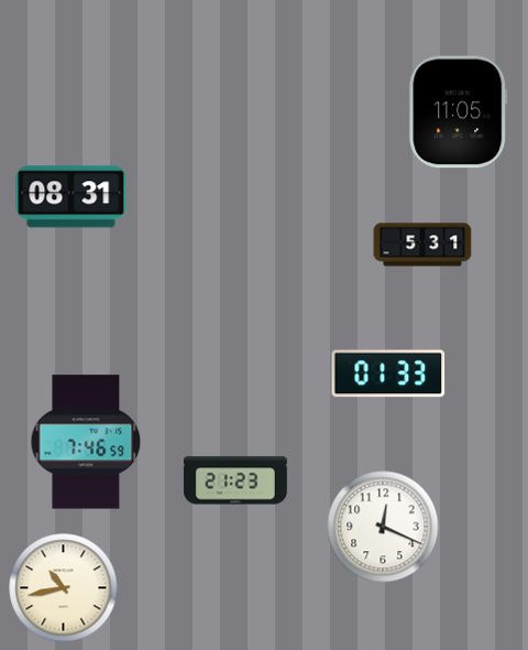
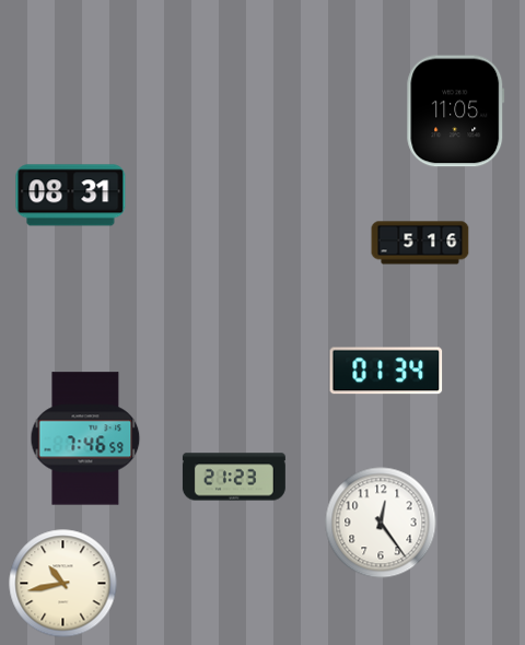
clock at (422, 245): 5:31 -> 5:16
clock at (388, 373): 01:33 -> 01:34
clock at (383, 527): 12:19 -> 12:24
